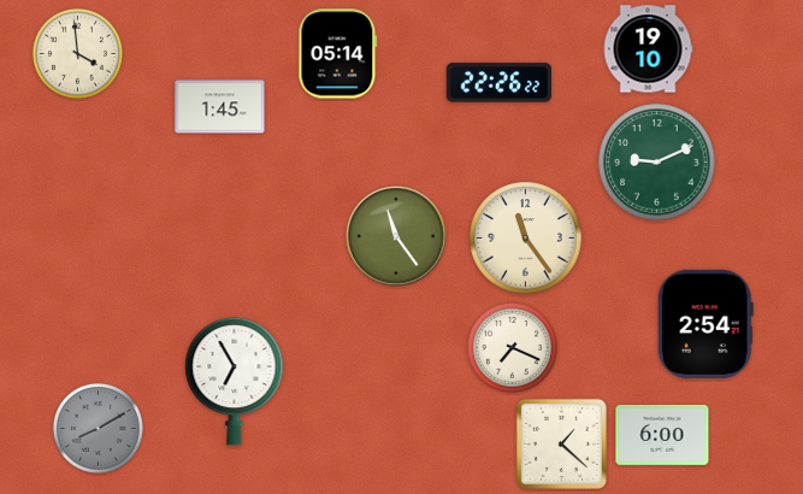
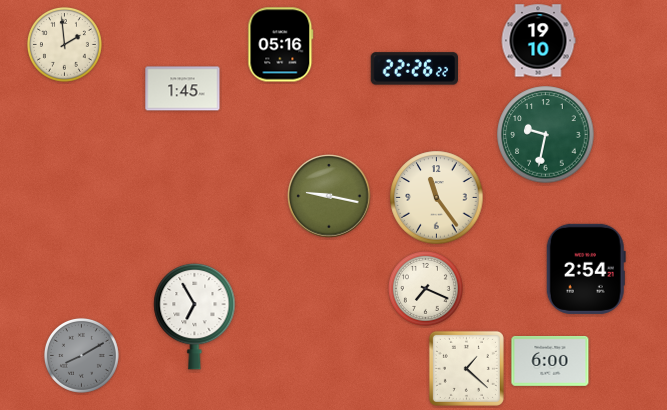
clock at (77, 53): 3:59 -> 1:59
clock at (338, 54): 05:14 -> 05:16
clock at (657, 163): 9:11 -> 9:32
clock at (396, 236): 11:24 -> 9:17
